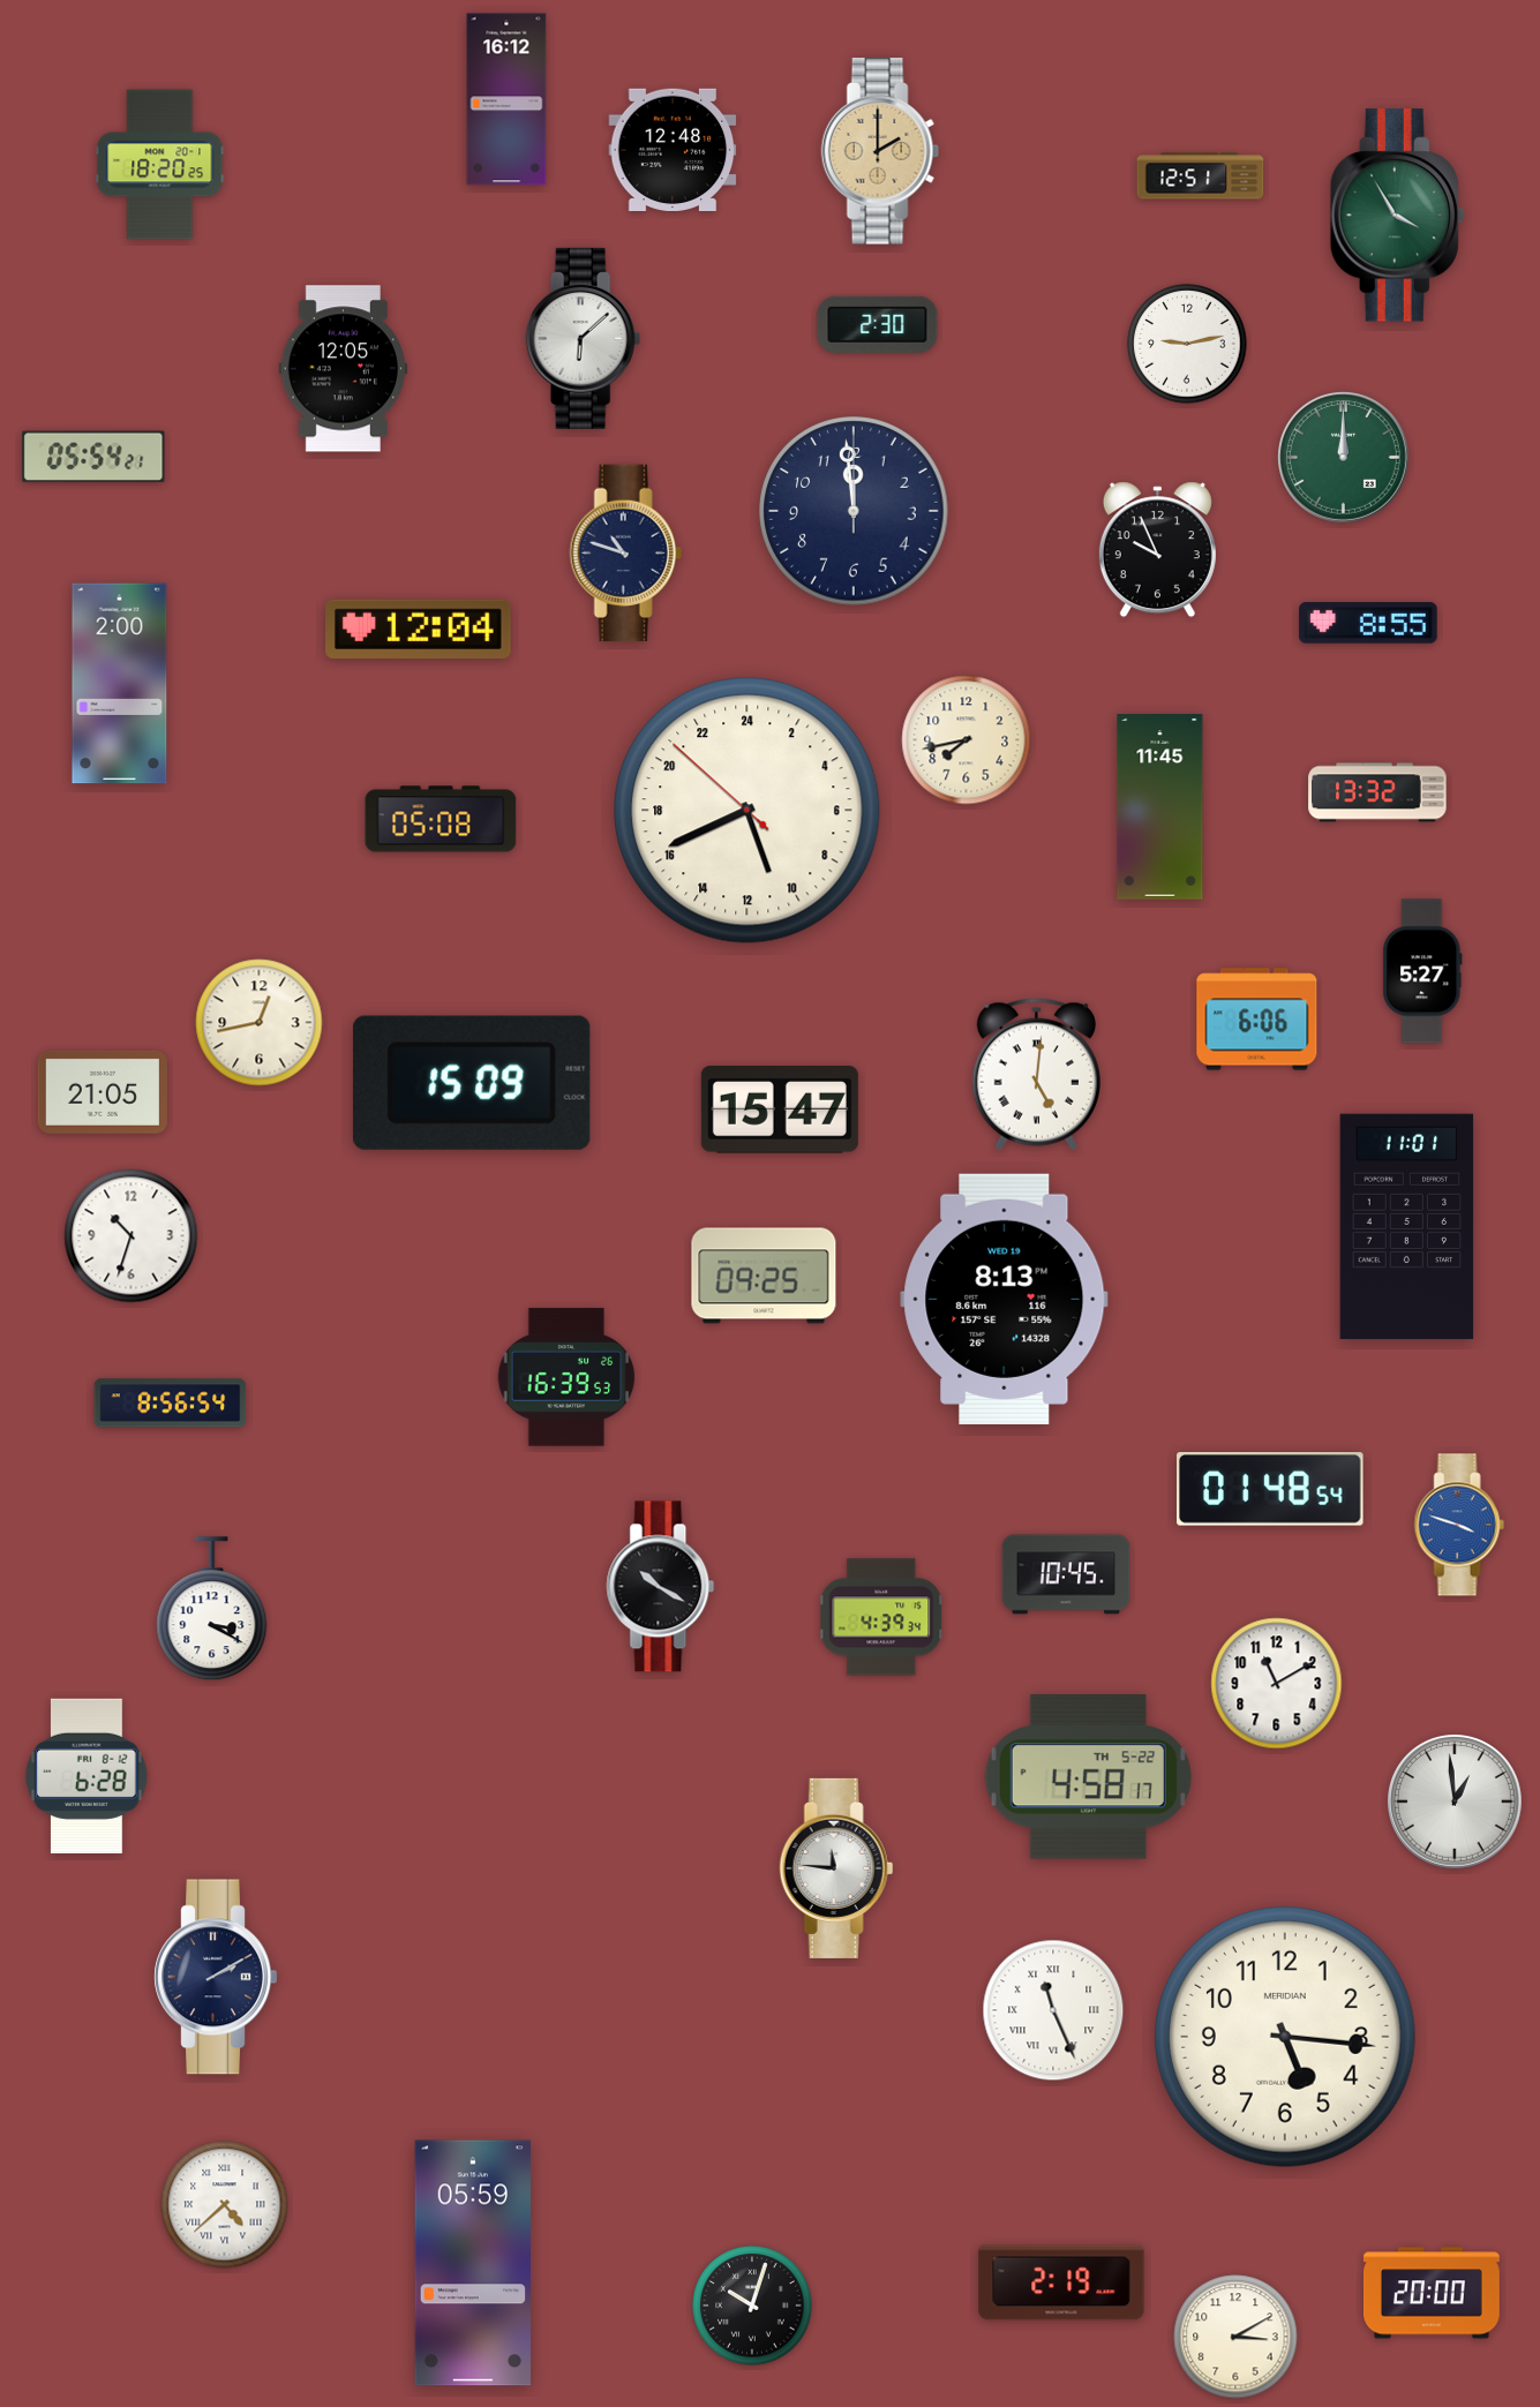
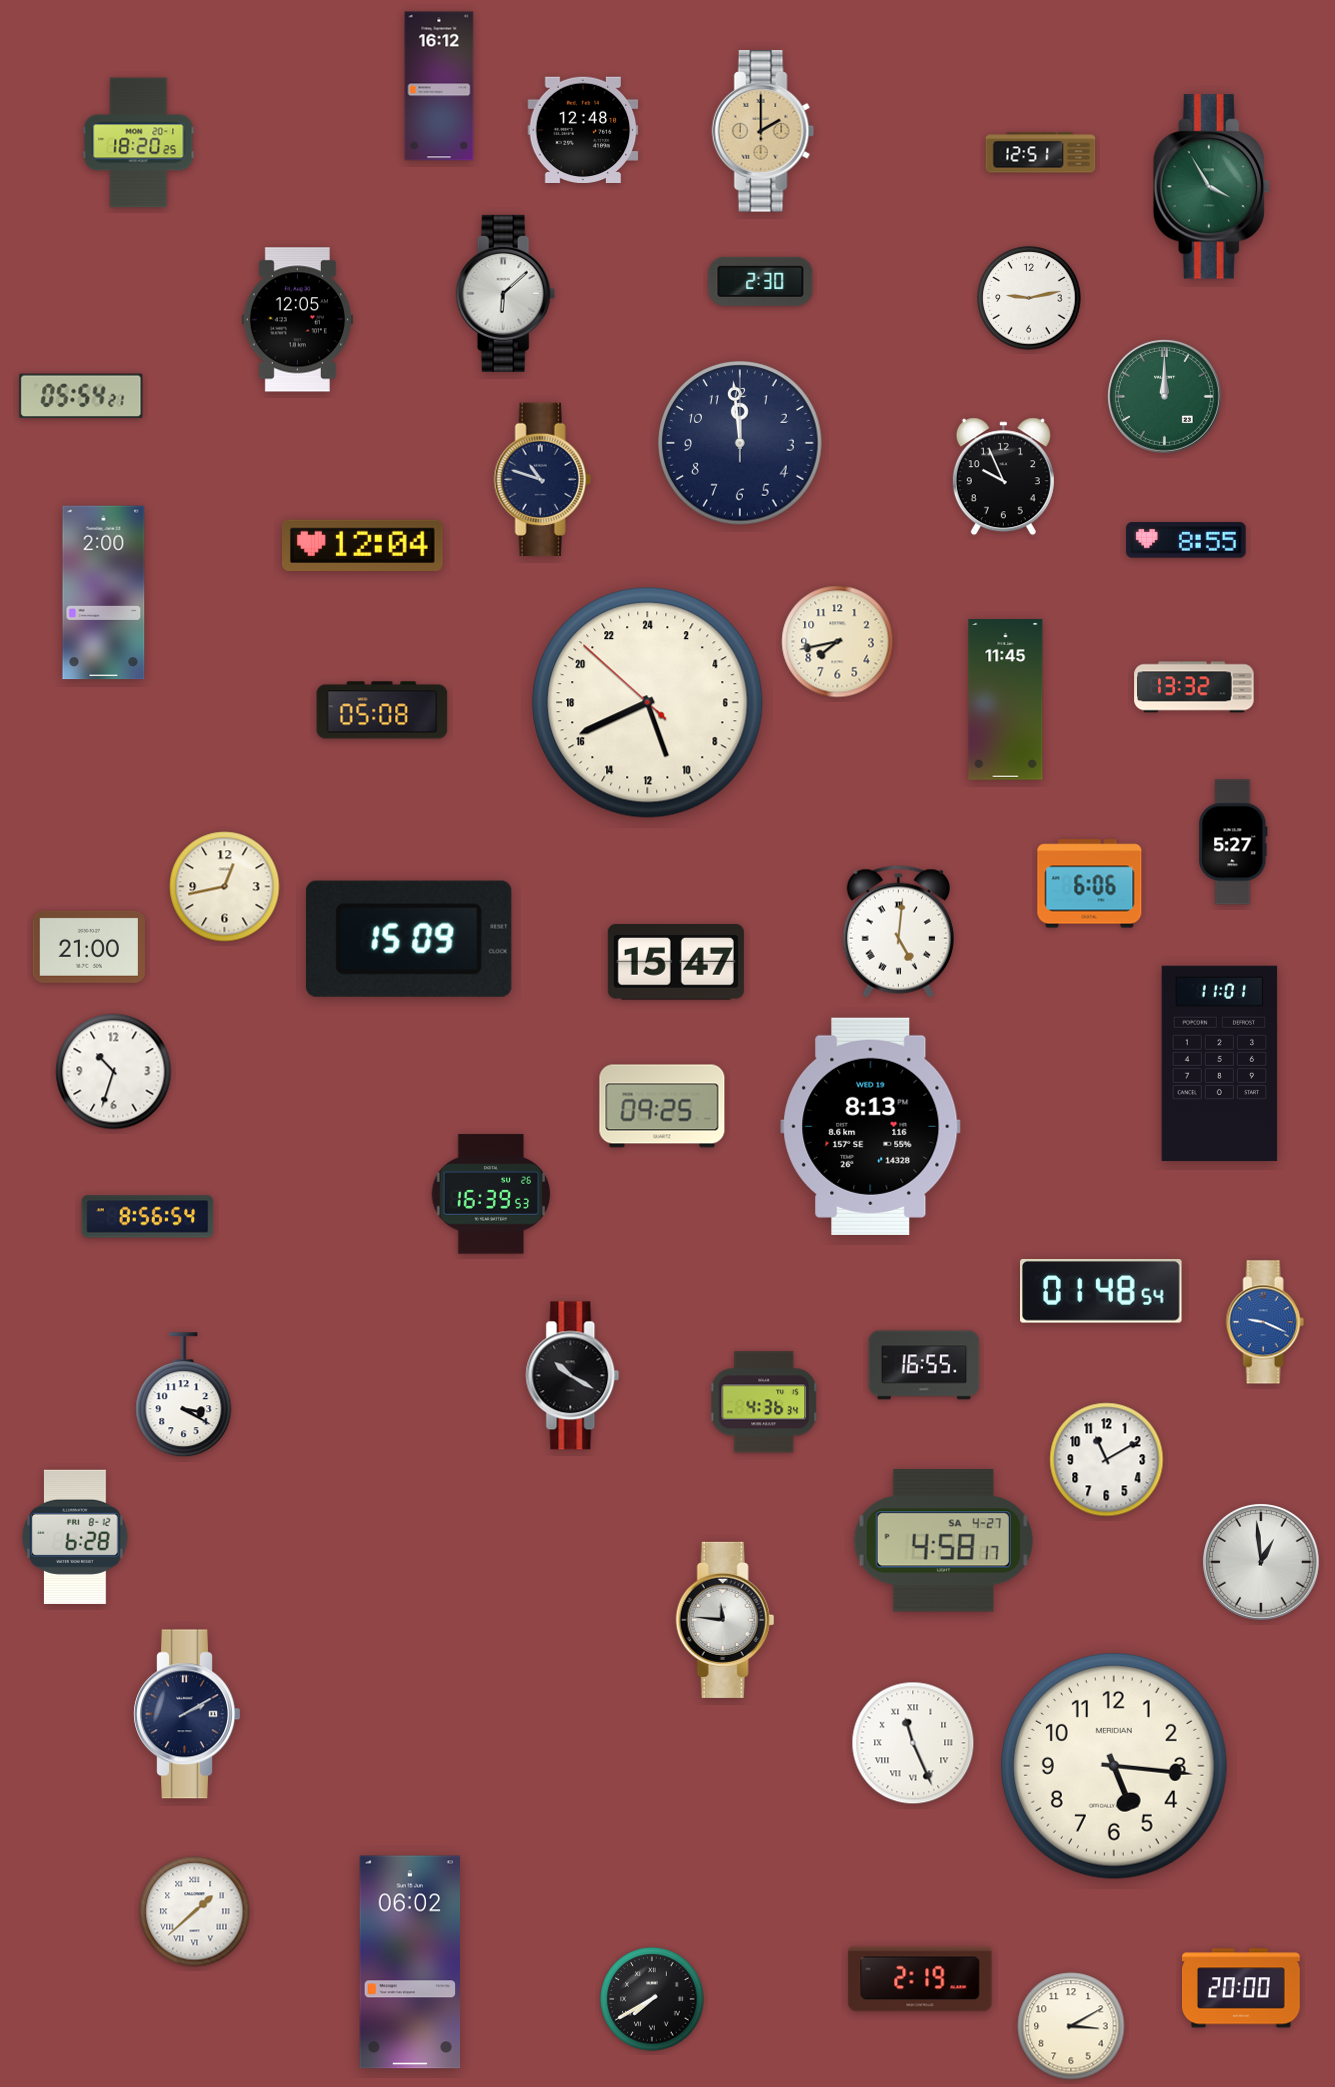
clock at (102, 1092): 21:05 -> 21:00
clock at (1459, 1525): 3:48 -> 9:19
clock at (1066, 1574): 10:45 -> 16:55
clock at (882, 1617): 4:39 -> 4:36
clock at (87, 1776) position: (87, 1776) -> (75, 1537)
clock at (1088, 1777) date: TH 5-22 -> SA 4-27
clock at (225, 2205): 4:38 -> 1:38
clock at (472, 2263): 05:59 -> 06:02
clock at (752, 2306): 10:03 -> 7:40
